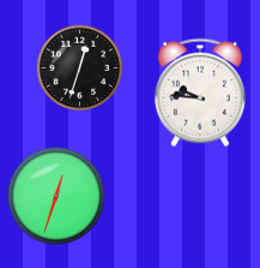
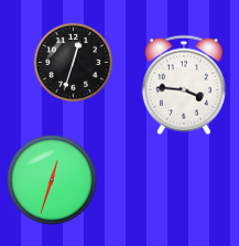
clock at (200, 93): 9:46 -> 3:46
